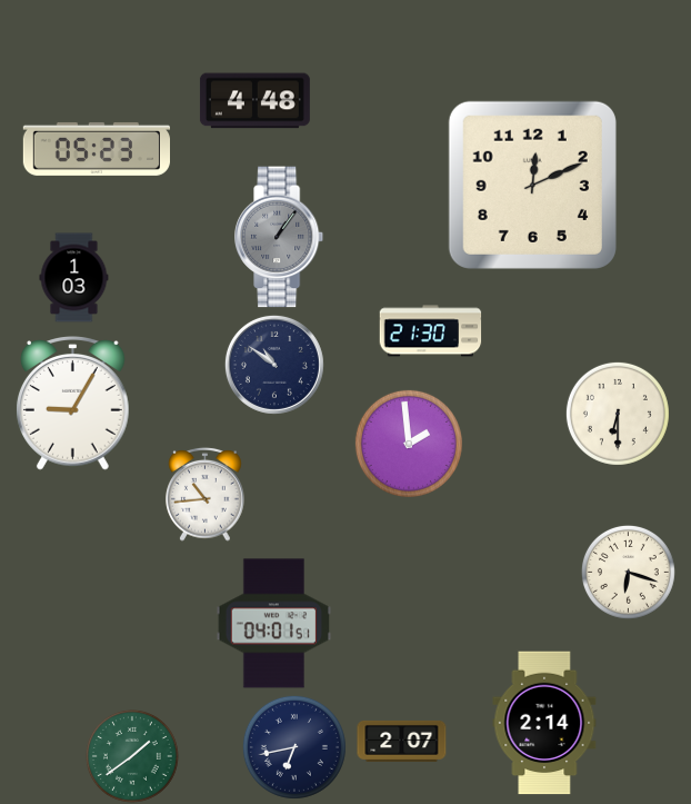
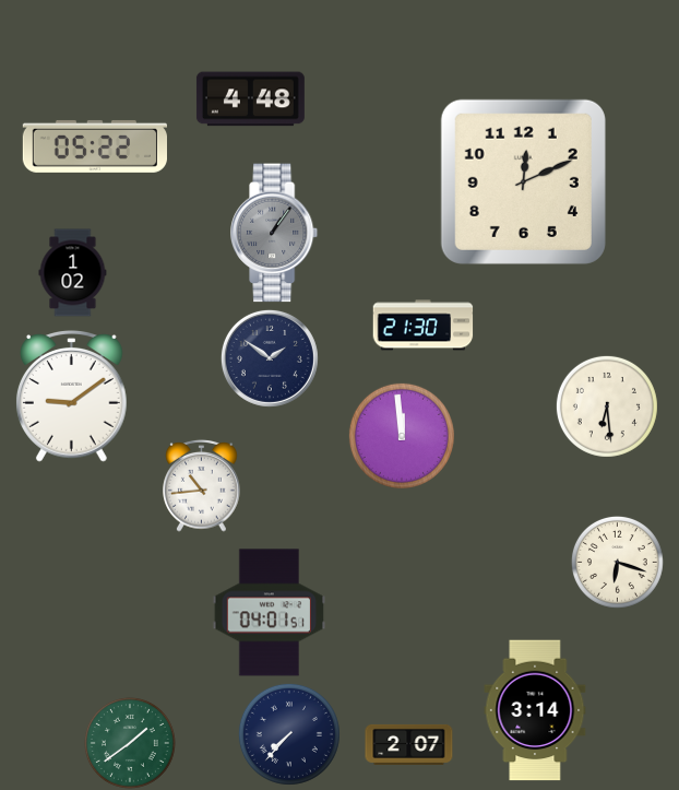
clock at (96, 149): 05:23 -> 05:22
clock at (74, 278): 1:03 -> 1:02
clock at (274, 365): 10:51 -> 1:51
clock at (72, 404): 9:05 -> 9:09
clock at (618, 414): 6:30 -> 6:29
clock at (409, 444): 1:59 -> 11:59
clock at (544, 723): 2:14 -> 3:14
clock at (402, 741) position: (402, 741) -> (409, 744)
clock at (294, 747): 6:43 -> 7:37
